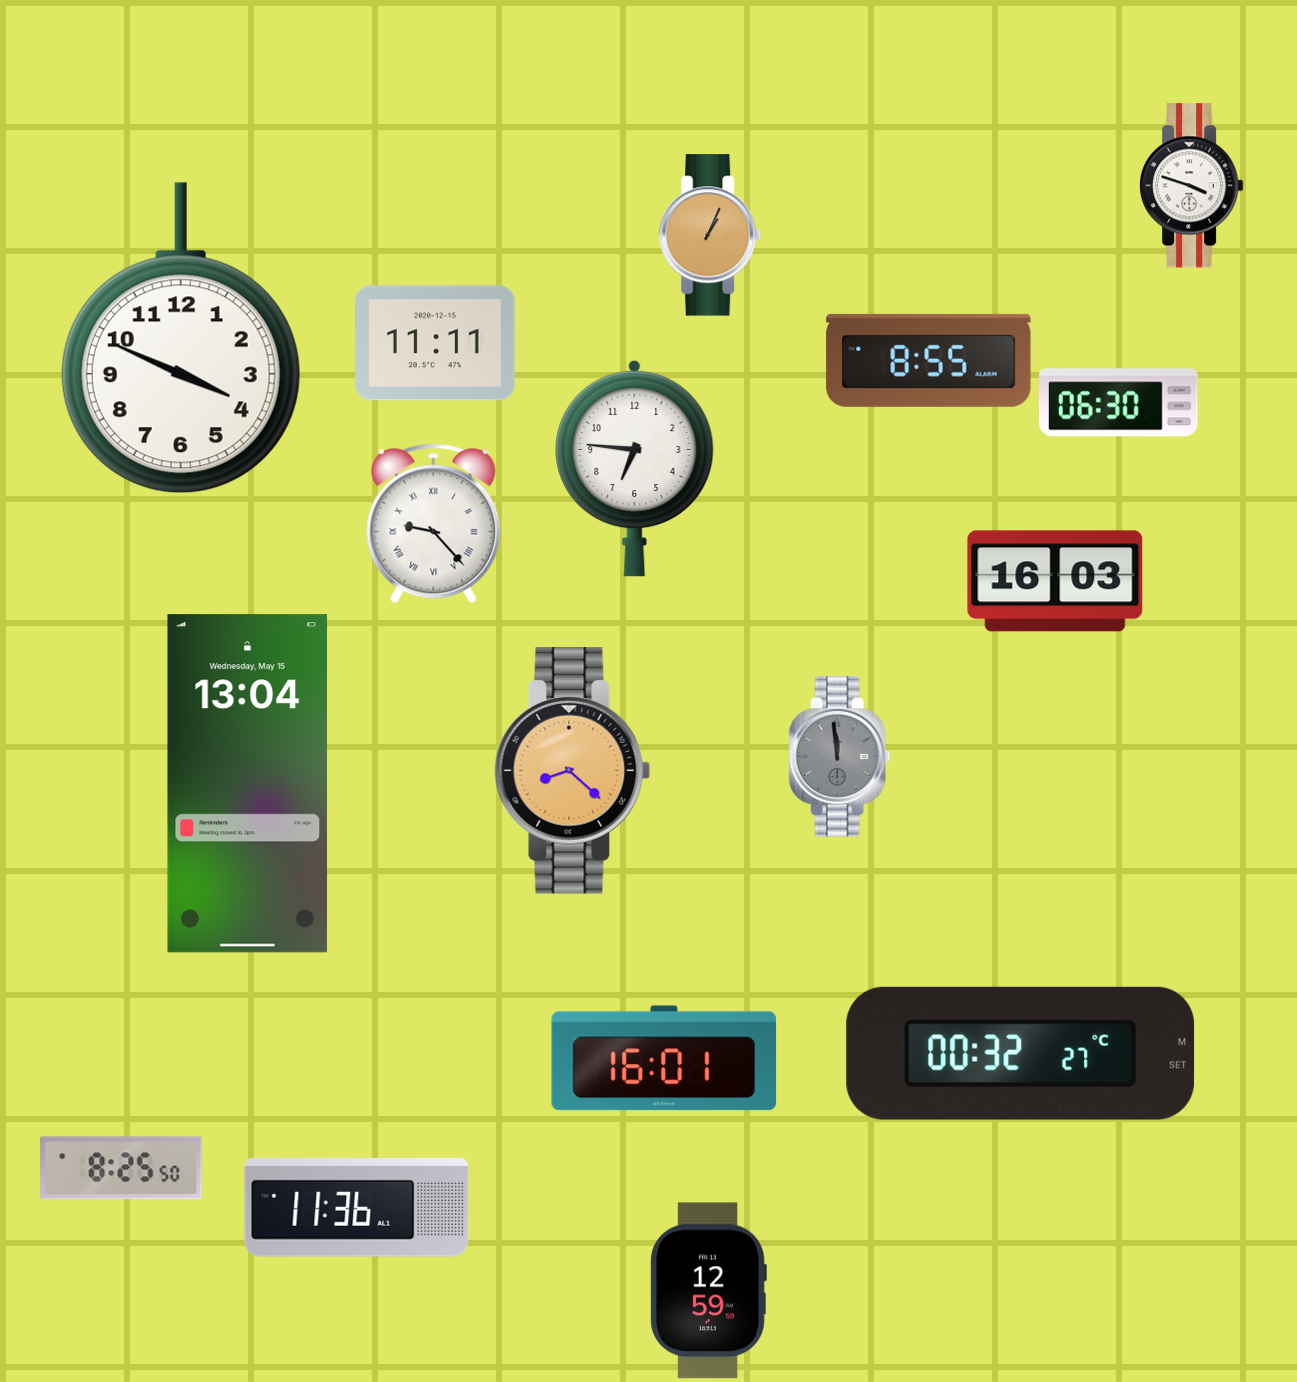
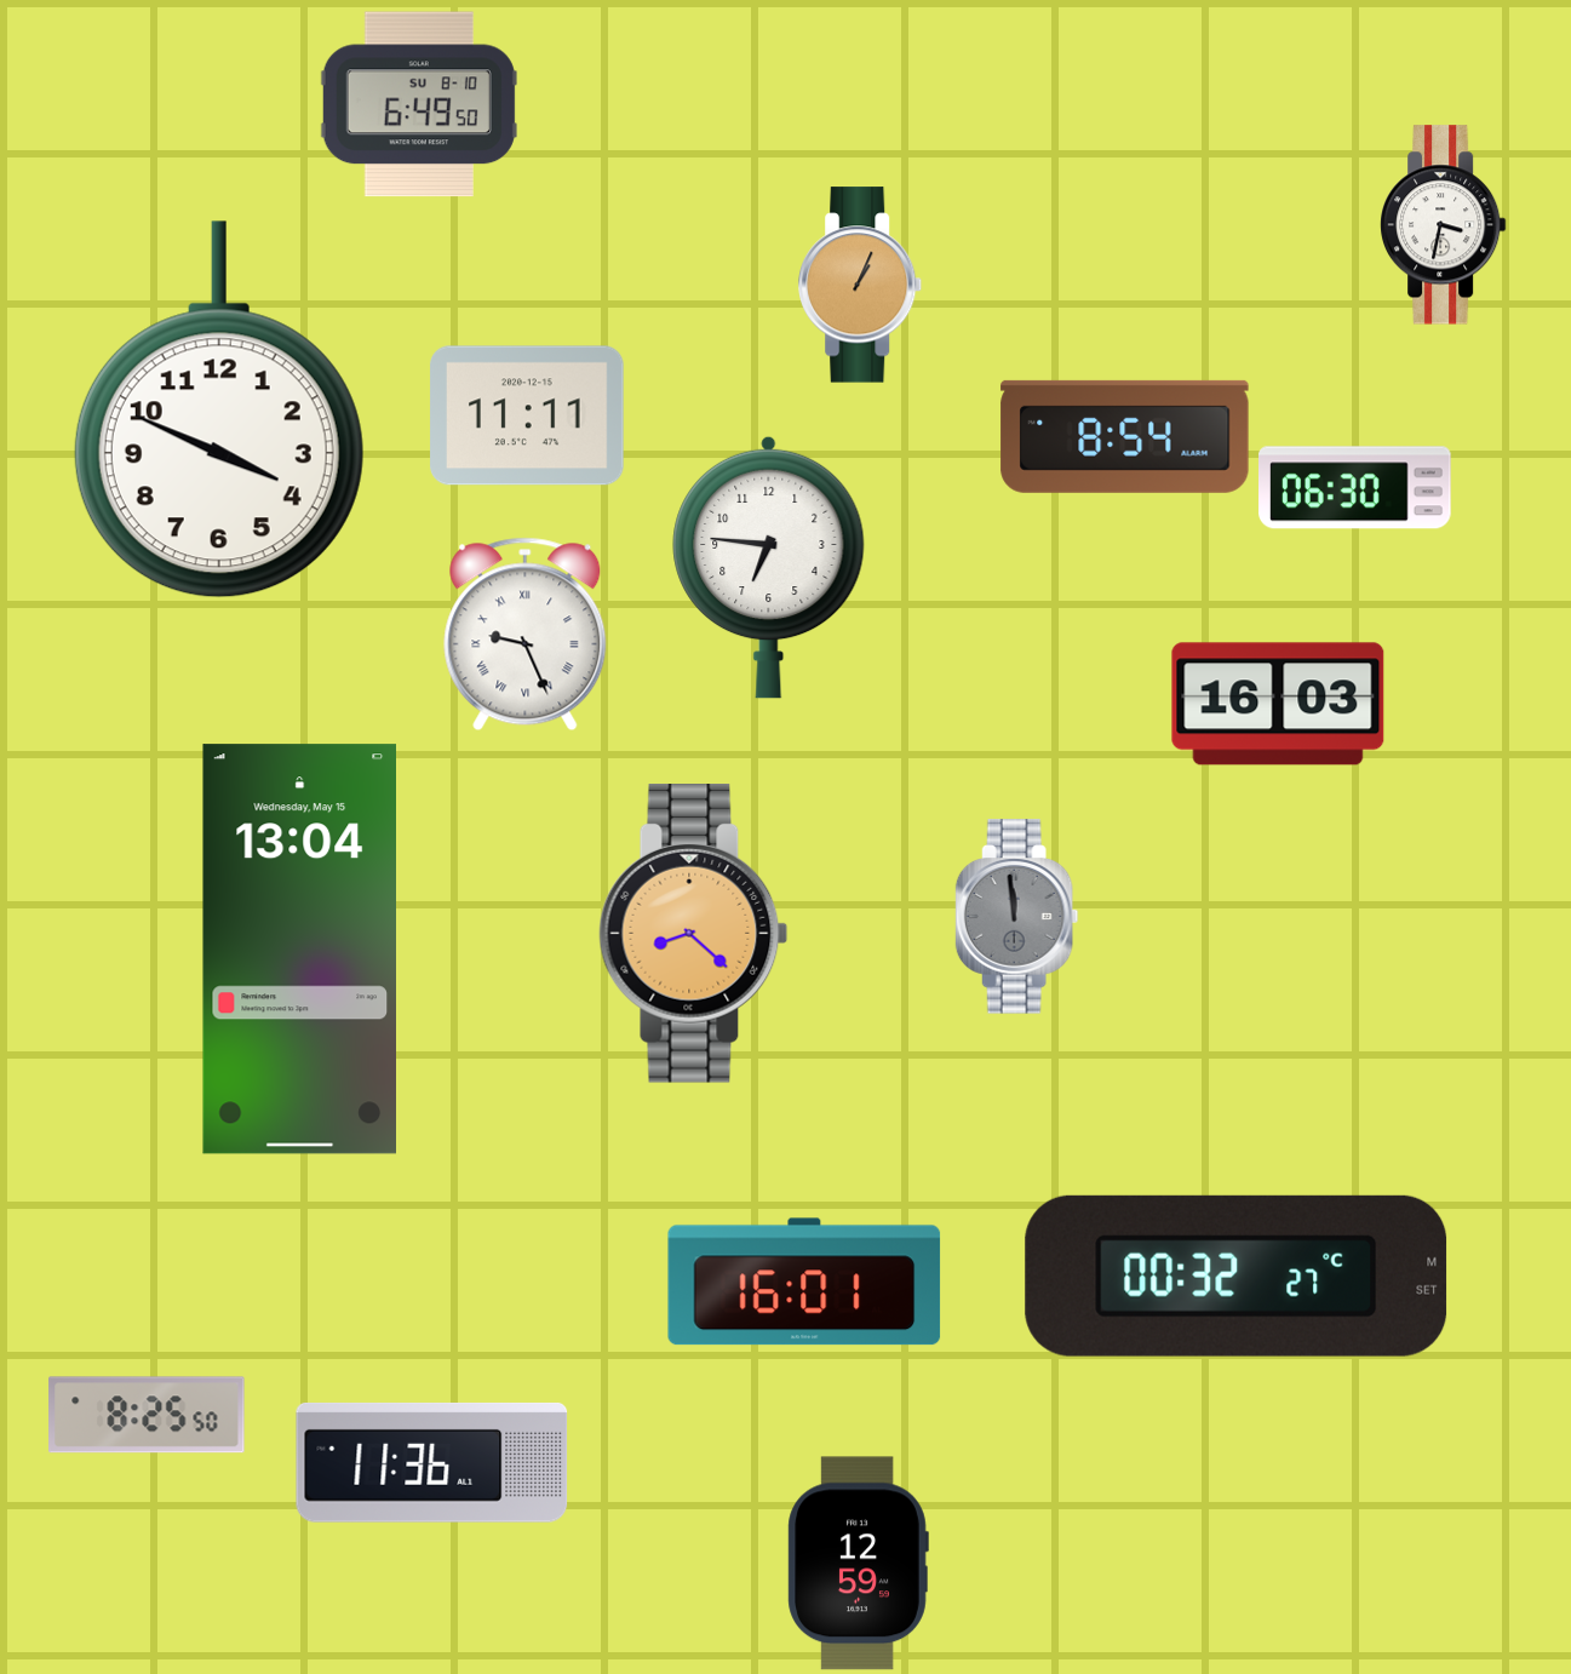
clock at (419, 104): none -> 6:49
clock at (1191, 186): 3:48 -> 3:32
clock at (929, 360): 8:55 -> 8:54
clock at (434, 524): 9:23 -> 9:26
